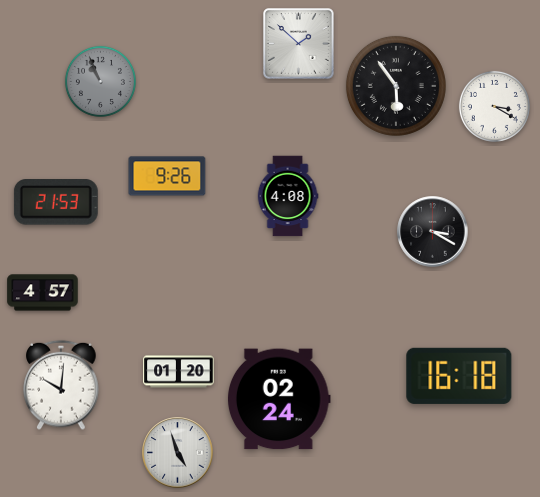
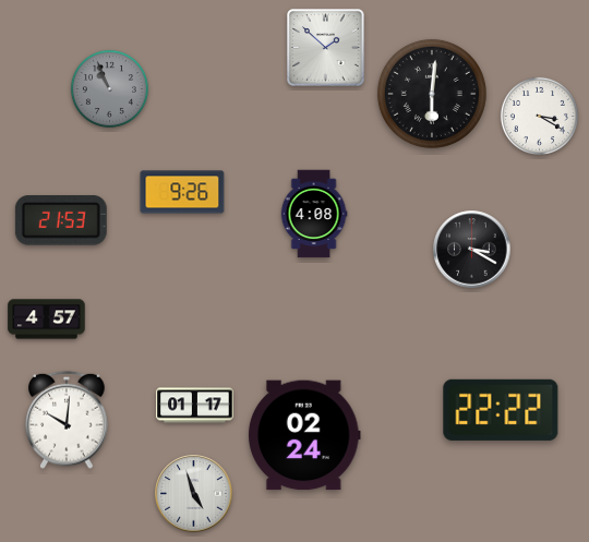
clock at (396, 86): 5:54 -> 6:01
clock at (433, 232) position: (433, 232) -> (472, 250)
clock at (179, 372): 01:20 -> 01:17
clock at (459, 376): 16:18 -> 22:22
